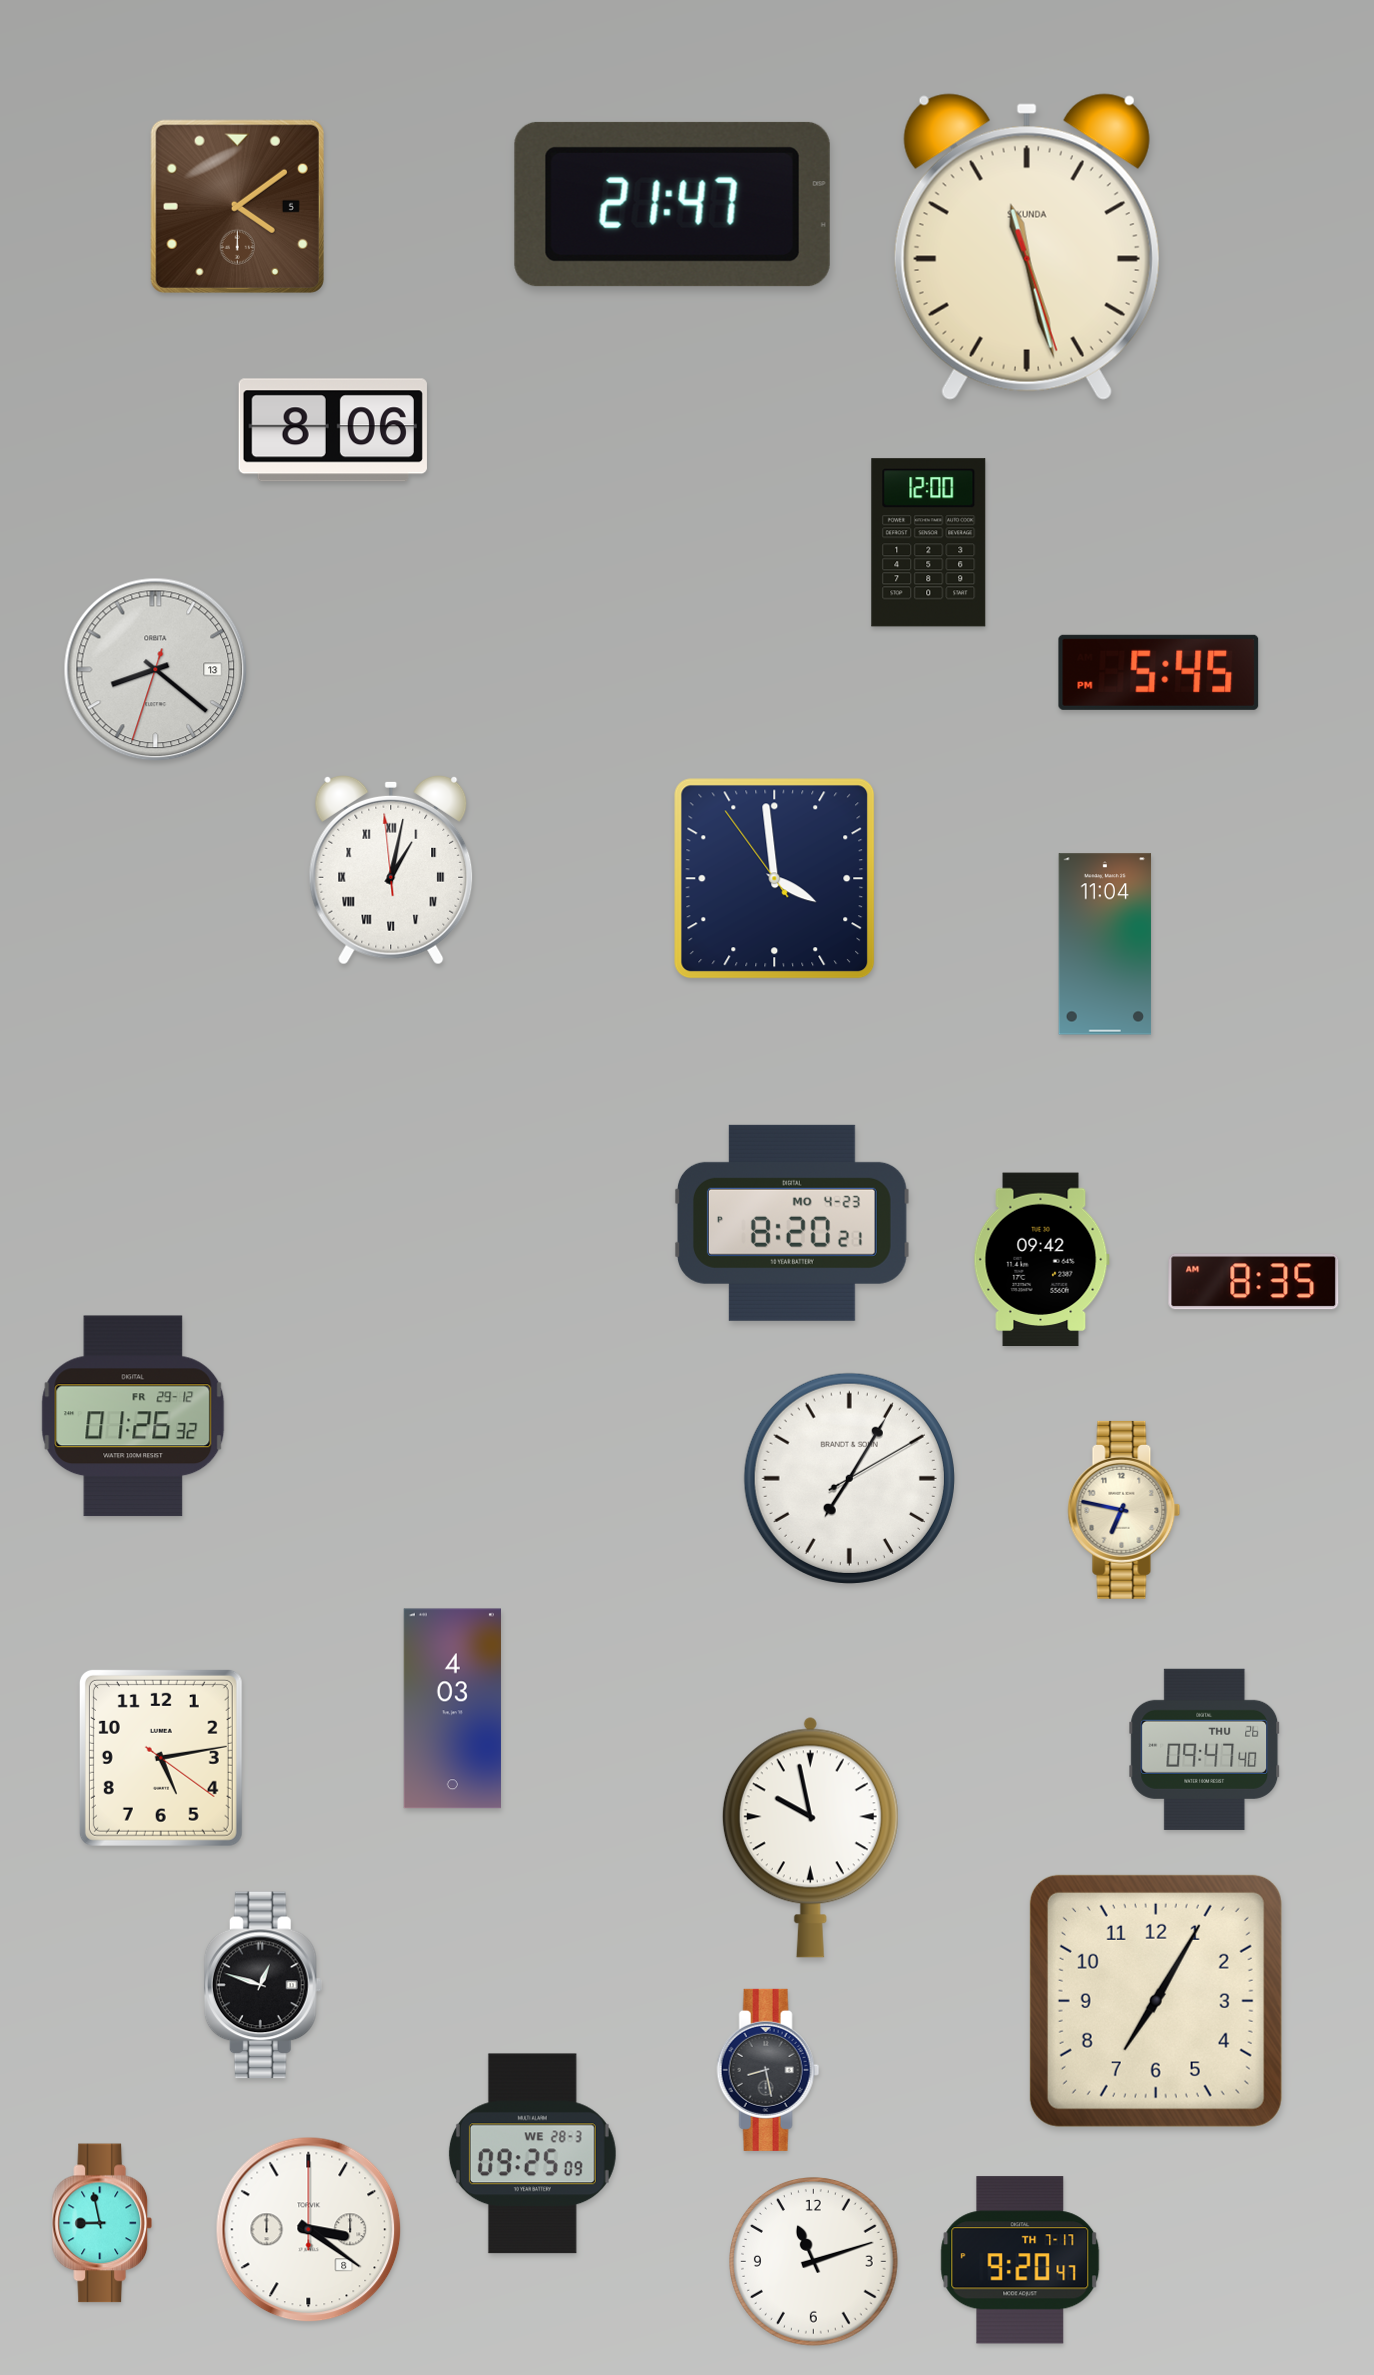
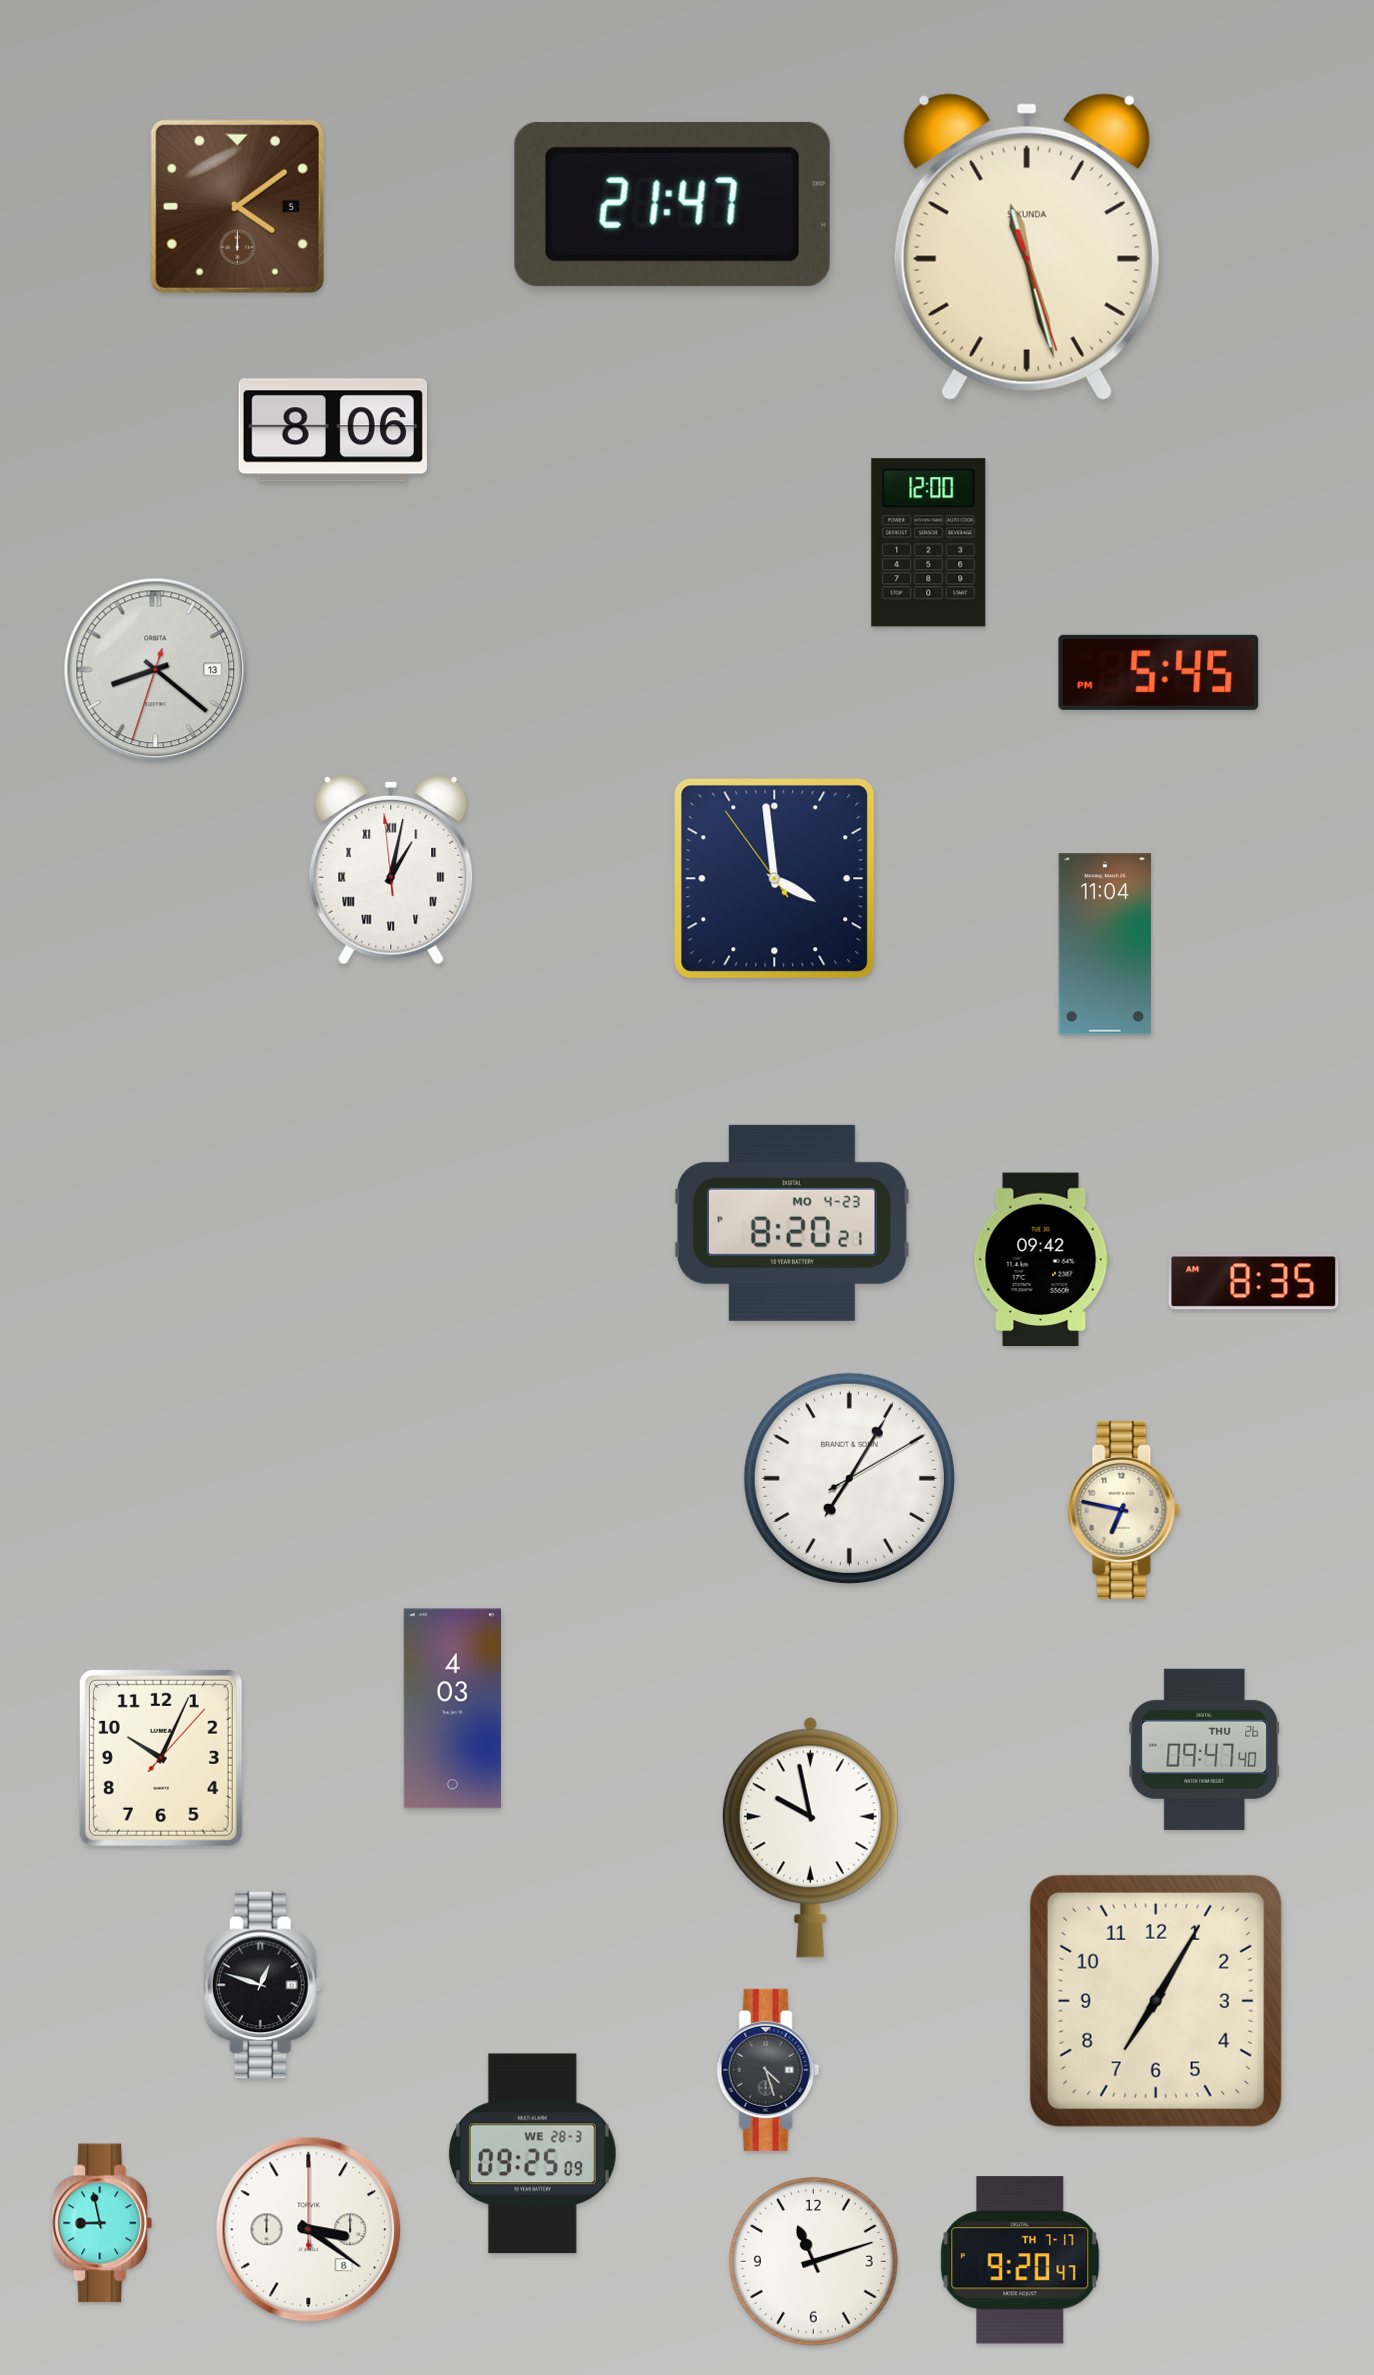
clock at (133, 1416): 01:26 -> none
clock at (161, 1758): 5:13 -> 10:04
clock at (768, 2070): 8:28 -> 4:27
